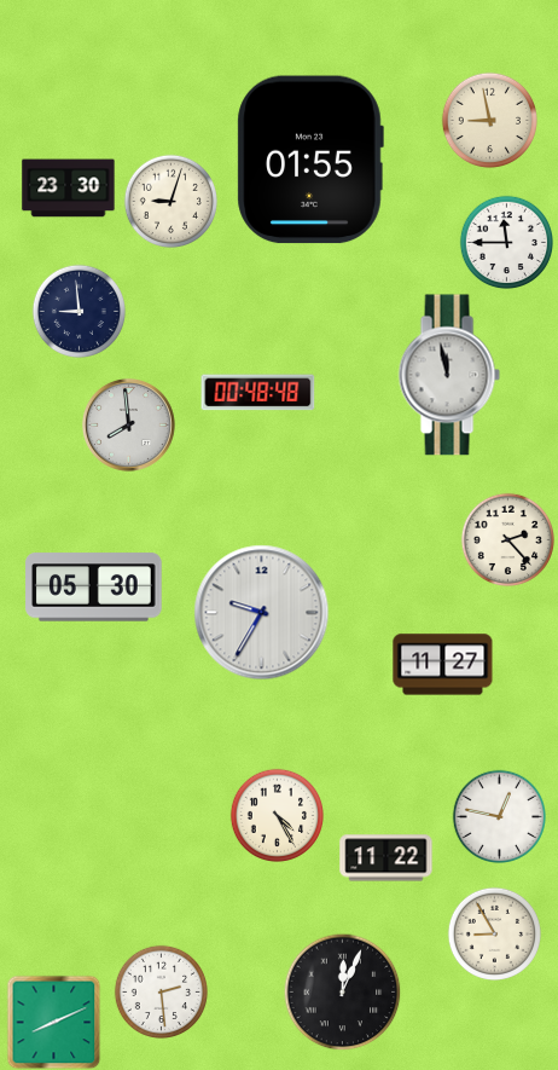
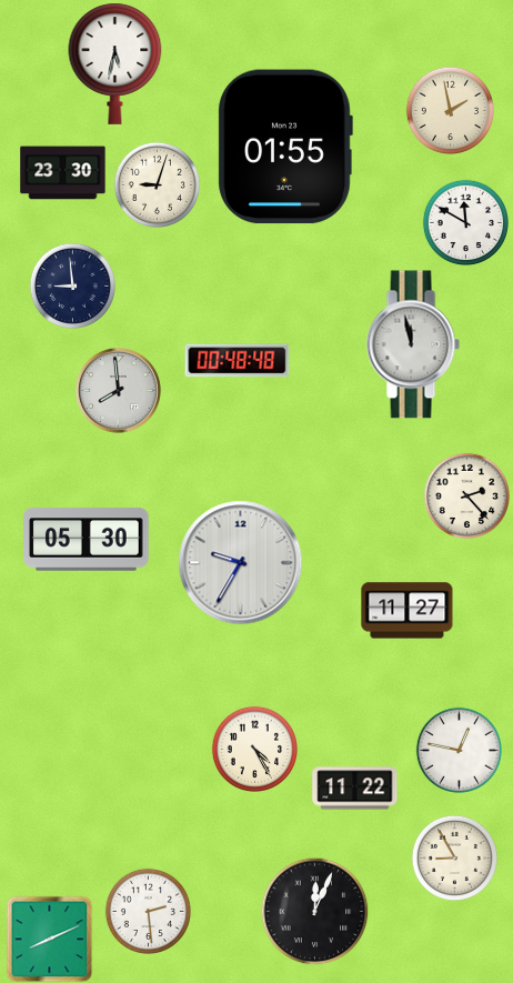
clock at (115, 63): none -> 5:32
clock at (489, 120): 8:58 -> 1:58
clock at (506, 242): 11:45 -> 11:50
